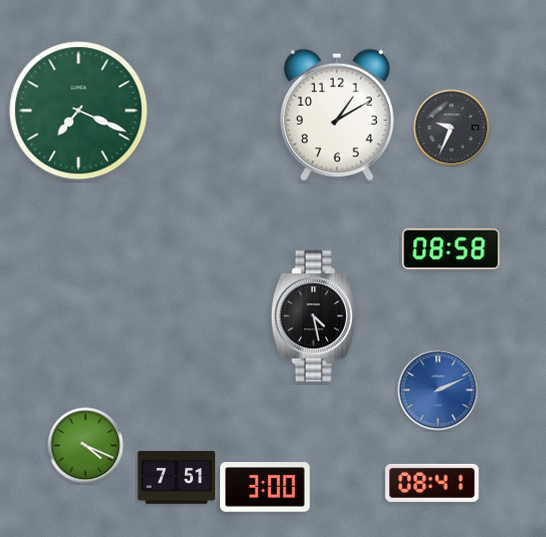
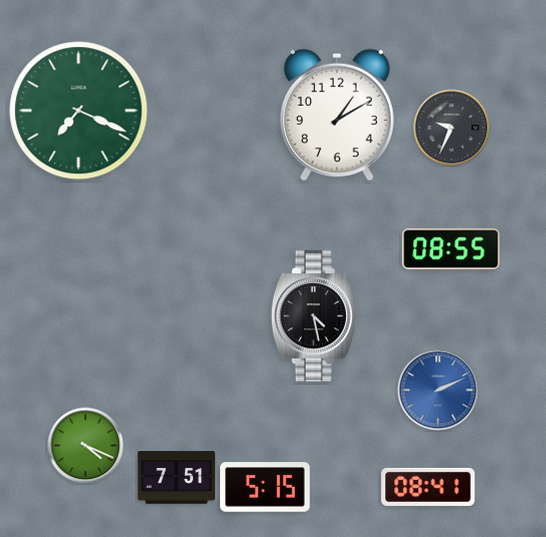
clock at (451, 249): 08:58 -> 08:55
clock at (432, 483) position: (432, 483) -> (428, 487)
clock at (265, 487): 3:00 -> 5:15
